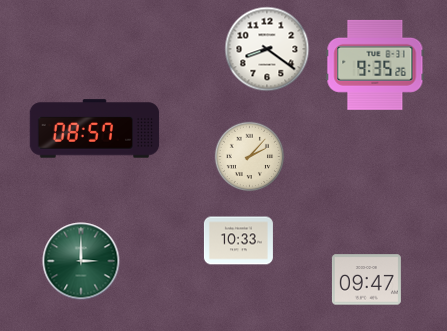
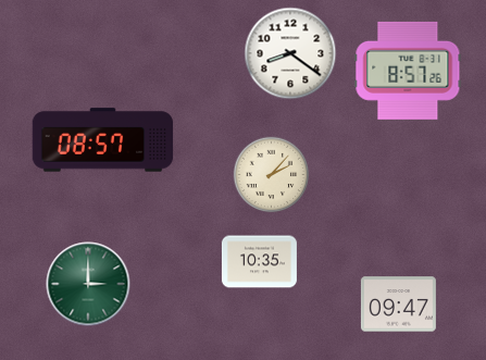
clock at (375, 65): 9:35 -> 8:57
clock at (250, 157) position: (250, 157) -> (272, 175)
clock at (238, 241): 10:33 -> 10:35
